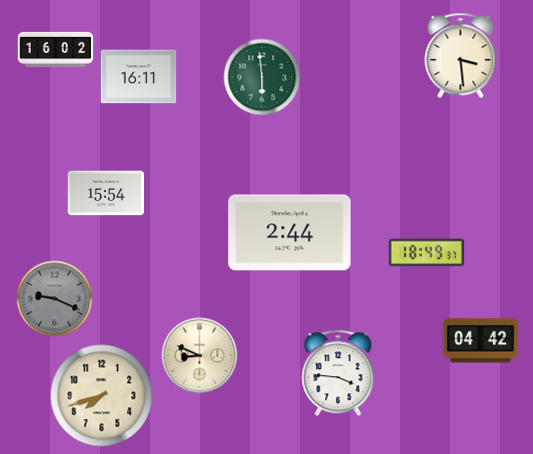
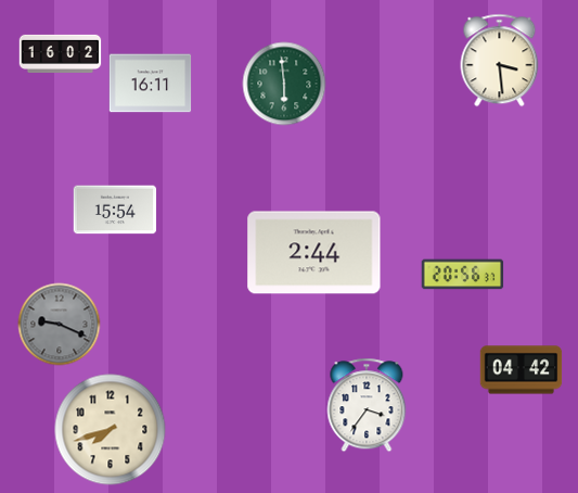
clock at (427, 253): 18:49 -> 20:56
clock at (200, 356): 8:49 -> none
clock at (338, 373): 3:46 -> 3:36
